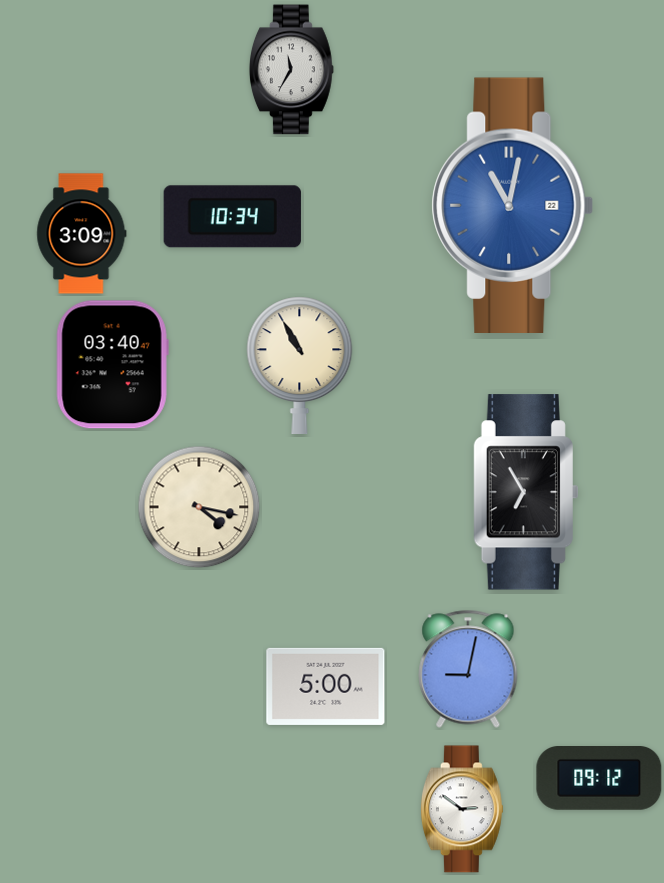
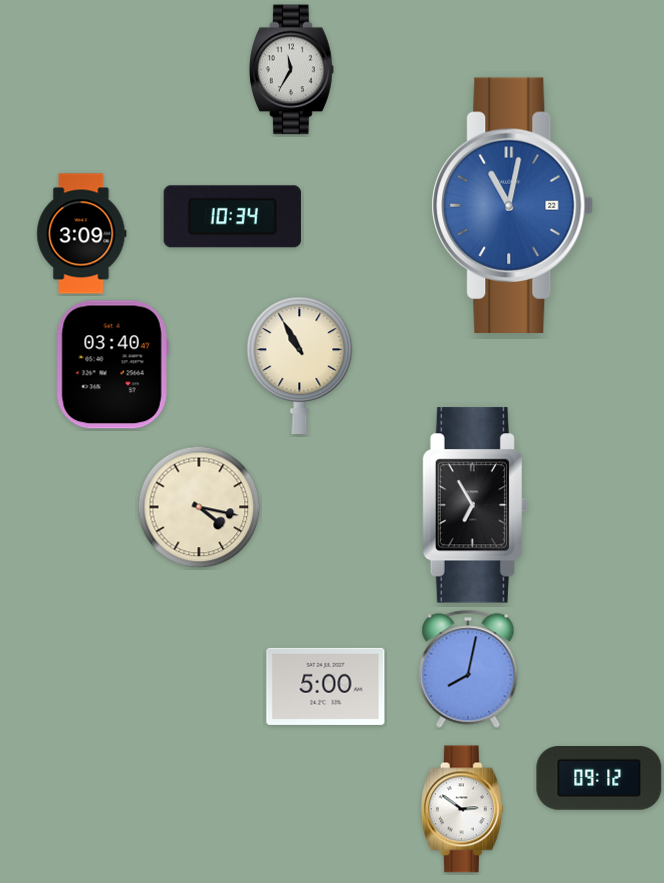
clock at (525, 492) position: (525, 492) -> (474, 505)
clock at (468, 669): 9:02 -> 8:02
